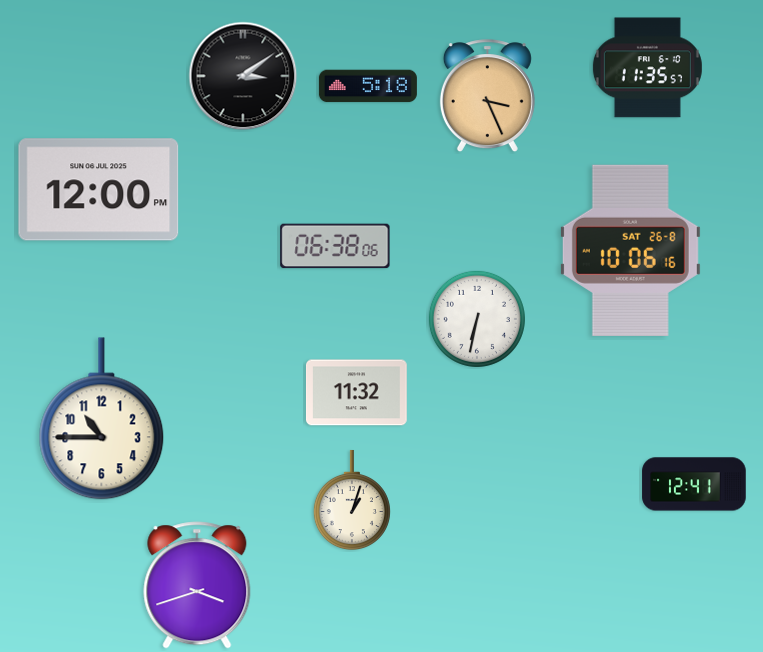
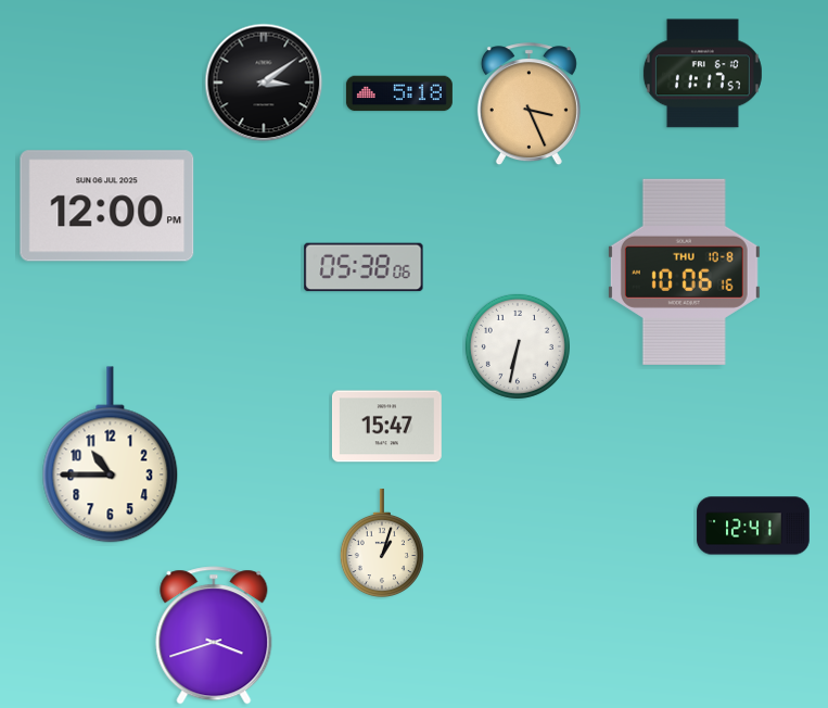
clock at (647, 68): 11:35 -> 11:17
clock at (335, 246): 06:38 -> 05:38
clock at (630, 250) date: SAT 26-8 -> THU 10-8
clock at (356, 393): 11:32 -> 15:47
